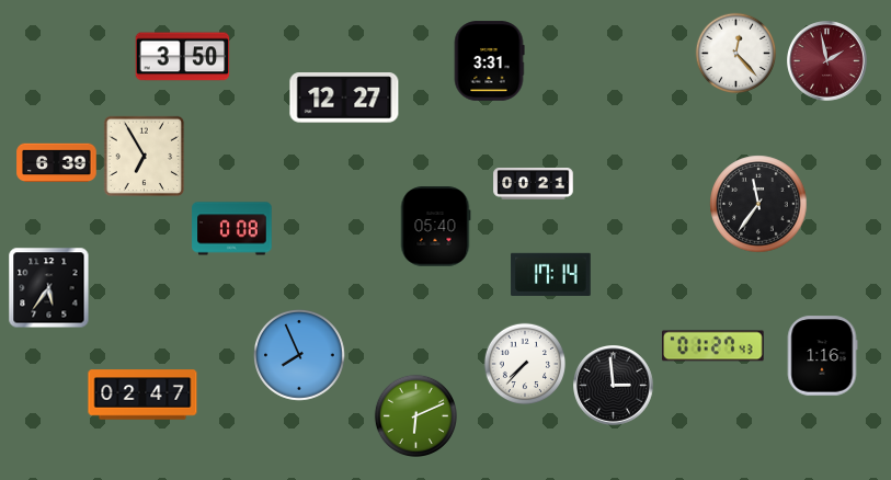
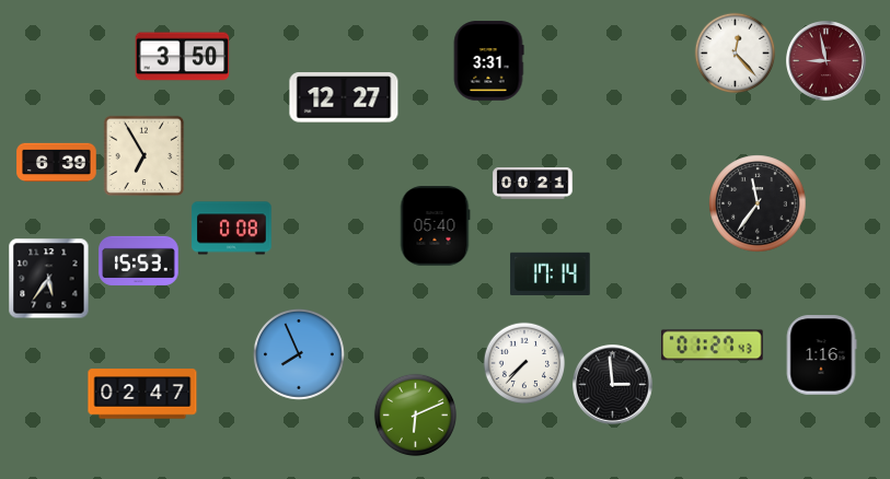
clock at (827, 61): 1:58 -> 8:58
clock at (139, 260): none -> 15:53
clock at (49, 288) position: (49, 288) -> (49, 279)
